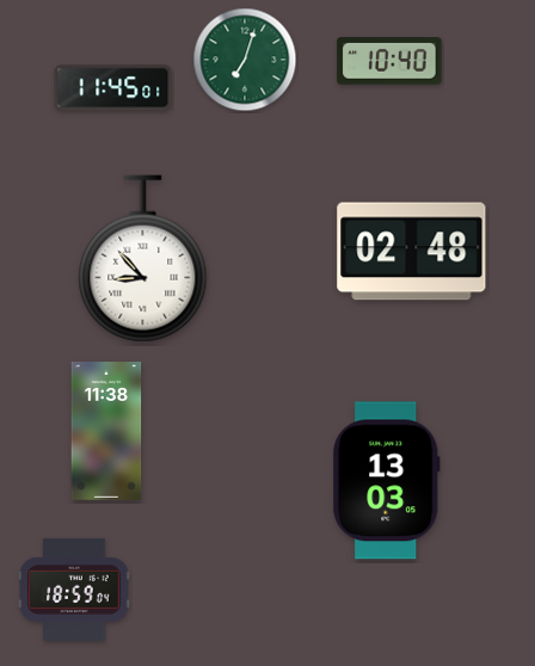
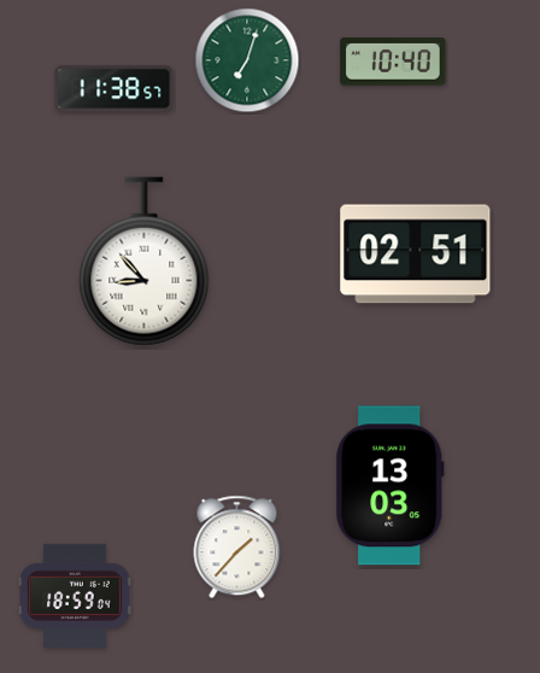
clock at (113, 88): 11:45 -> 11:38
clock at (412, 252): 02:48 -> 02:51
clock at (106, 432): 11:38 -> none
clock at (237, 548): none -> 1:37
